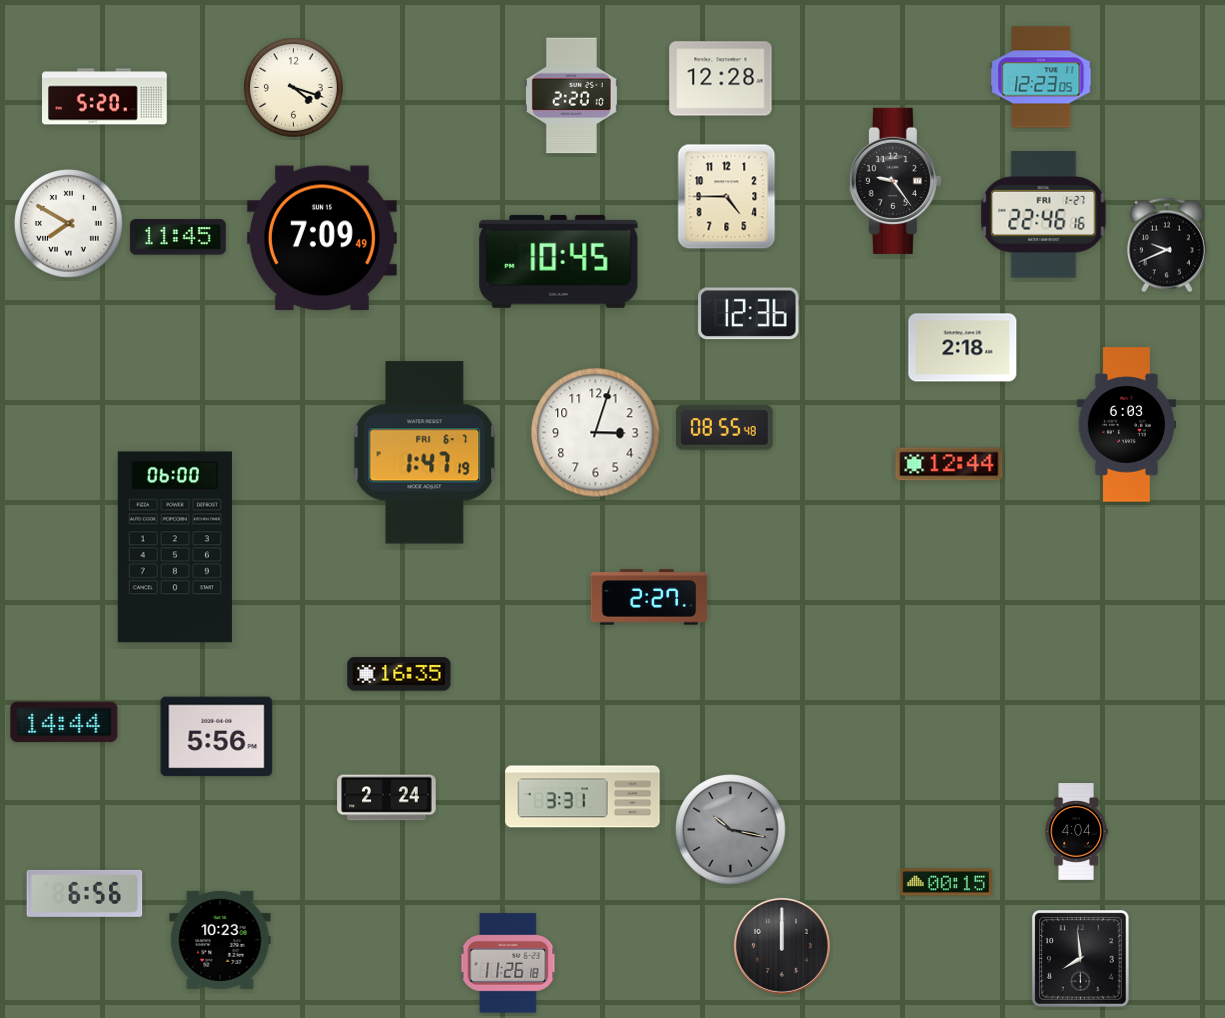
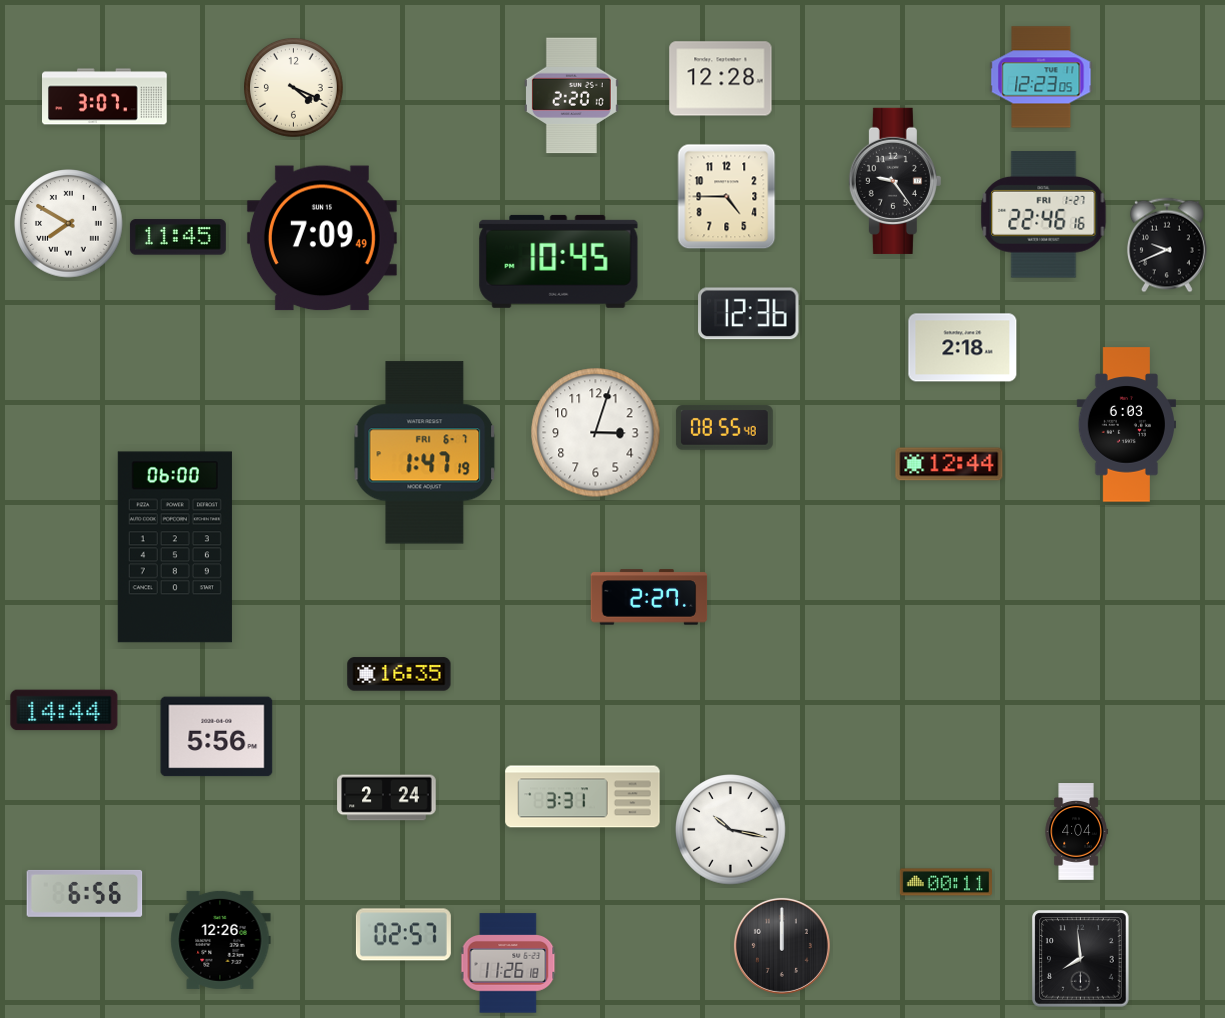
clock at (294, 88): 4:18 -> 4:19
clock at (105, 97): 5:20 -> 3:07
clock at (64, 722) position: (64, 722) -> (64, 710)
clock at (731, 830) dial: grey -> white
clock at (946, 882): 00:15 -> 00:11
clock at (403, 935): none -> 02:57
clock at (220, 940): 10:23 -> 12:26
